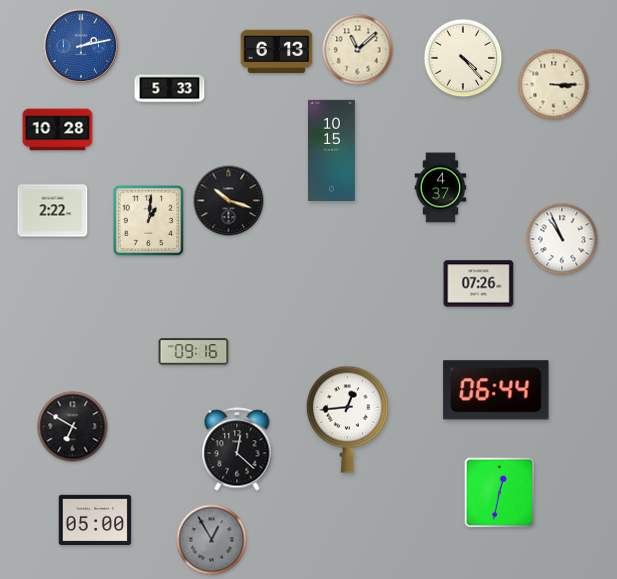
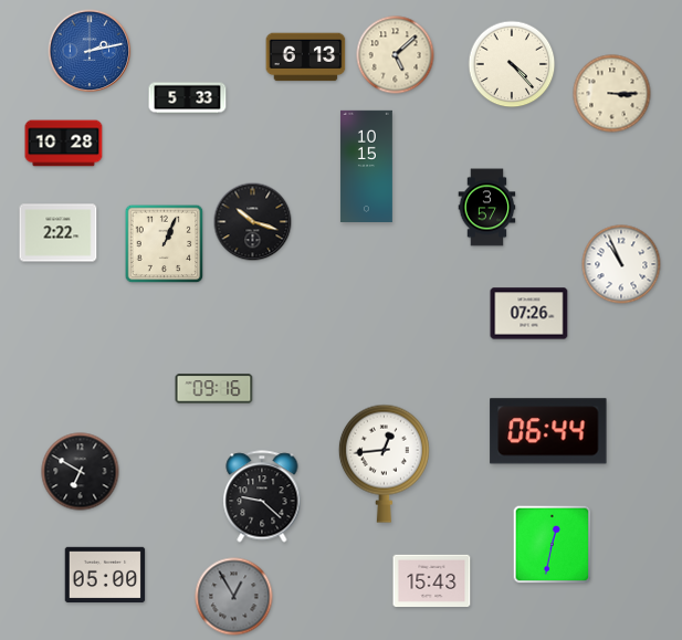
clock at (358, 50): 11:08 -> 5:08
clock at (441, 188): 4:37 -> 3:57
clock at (149, 221): 1:01 -> 1:04
clock at (237, 449): 12:22 -> 9:22
clock at (432, 581): none -> 15:43
